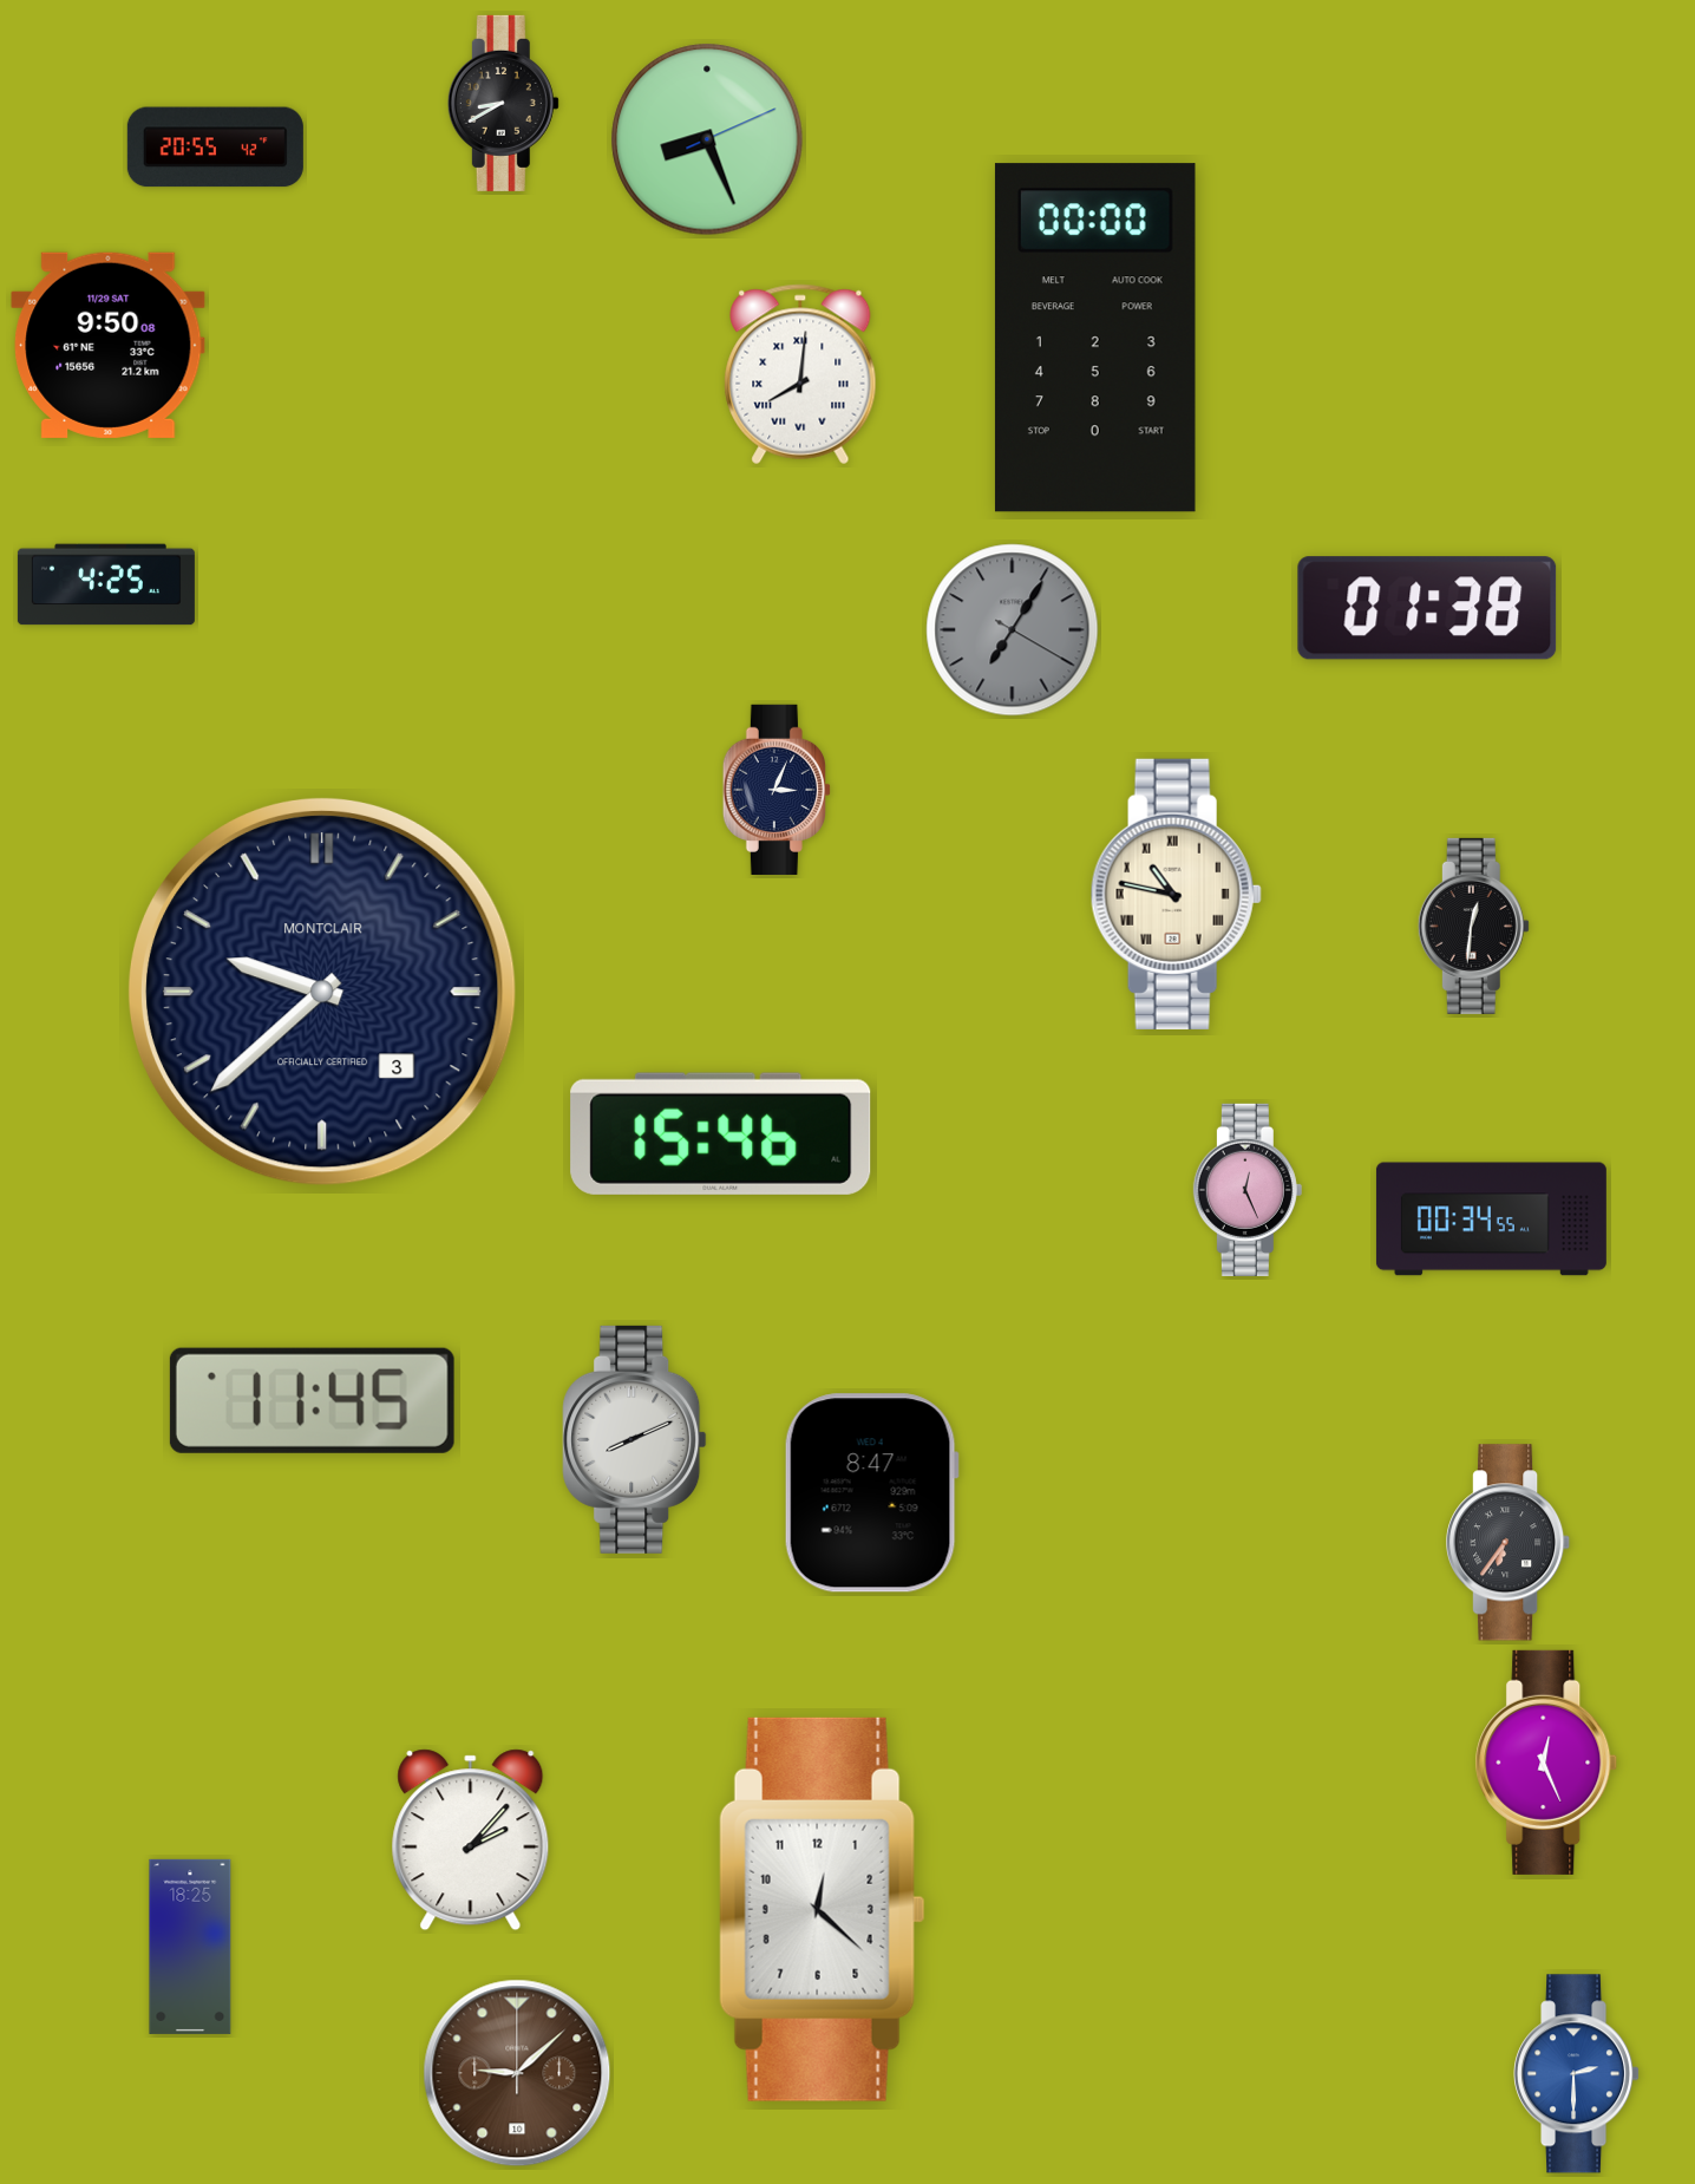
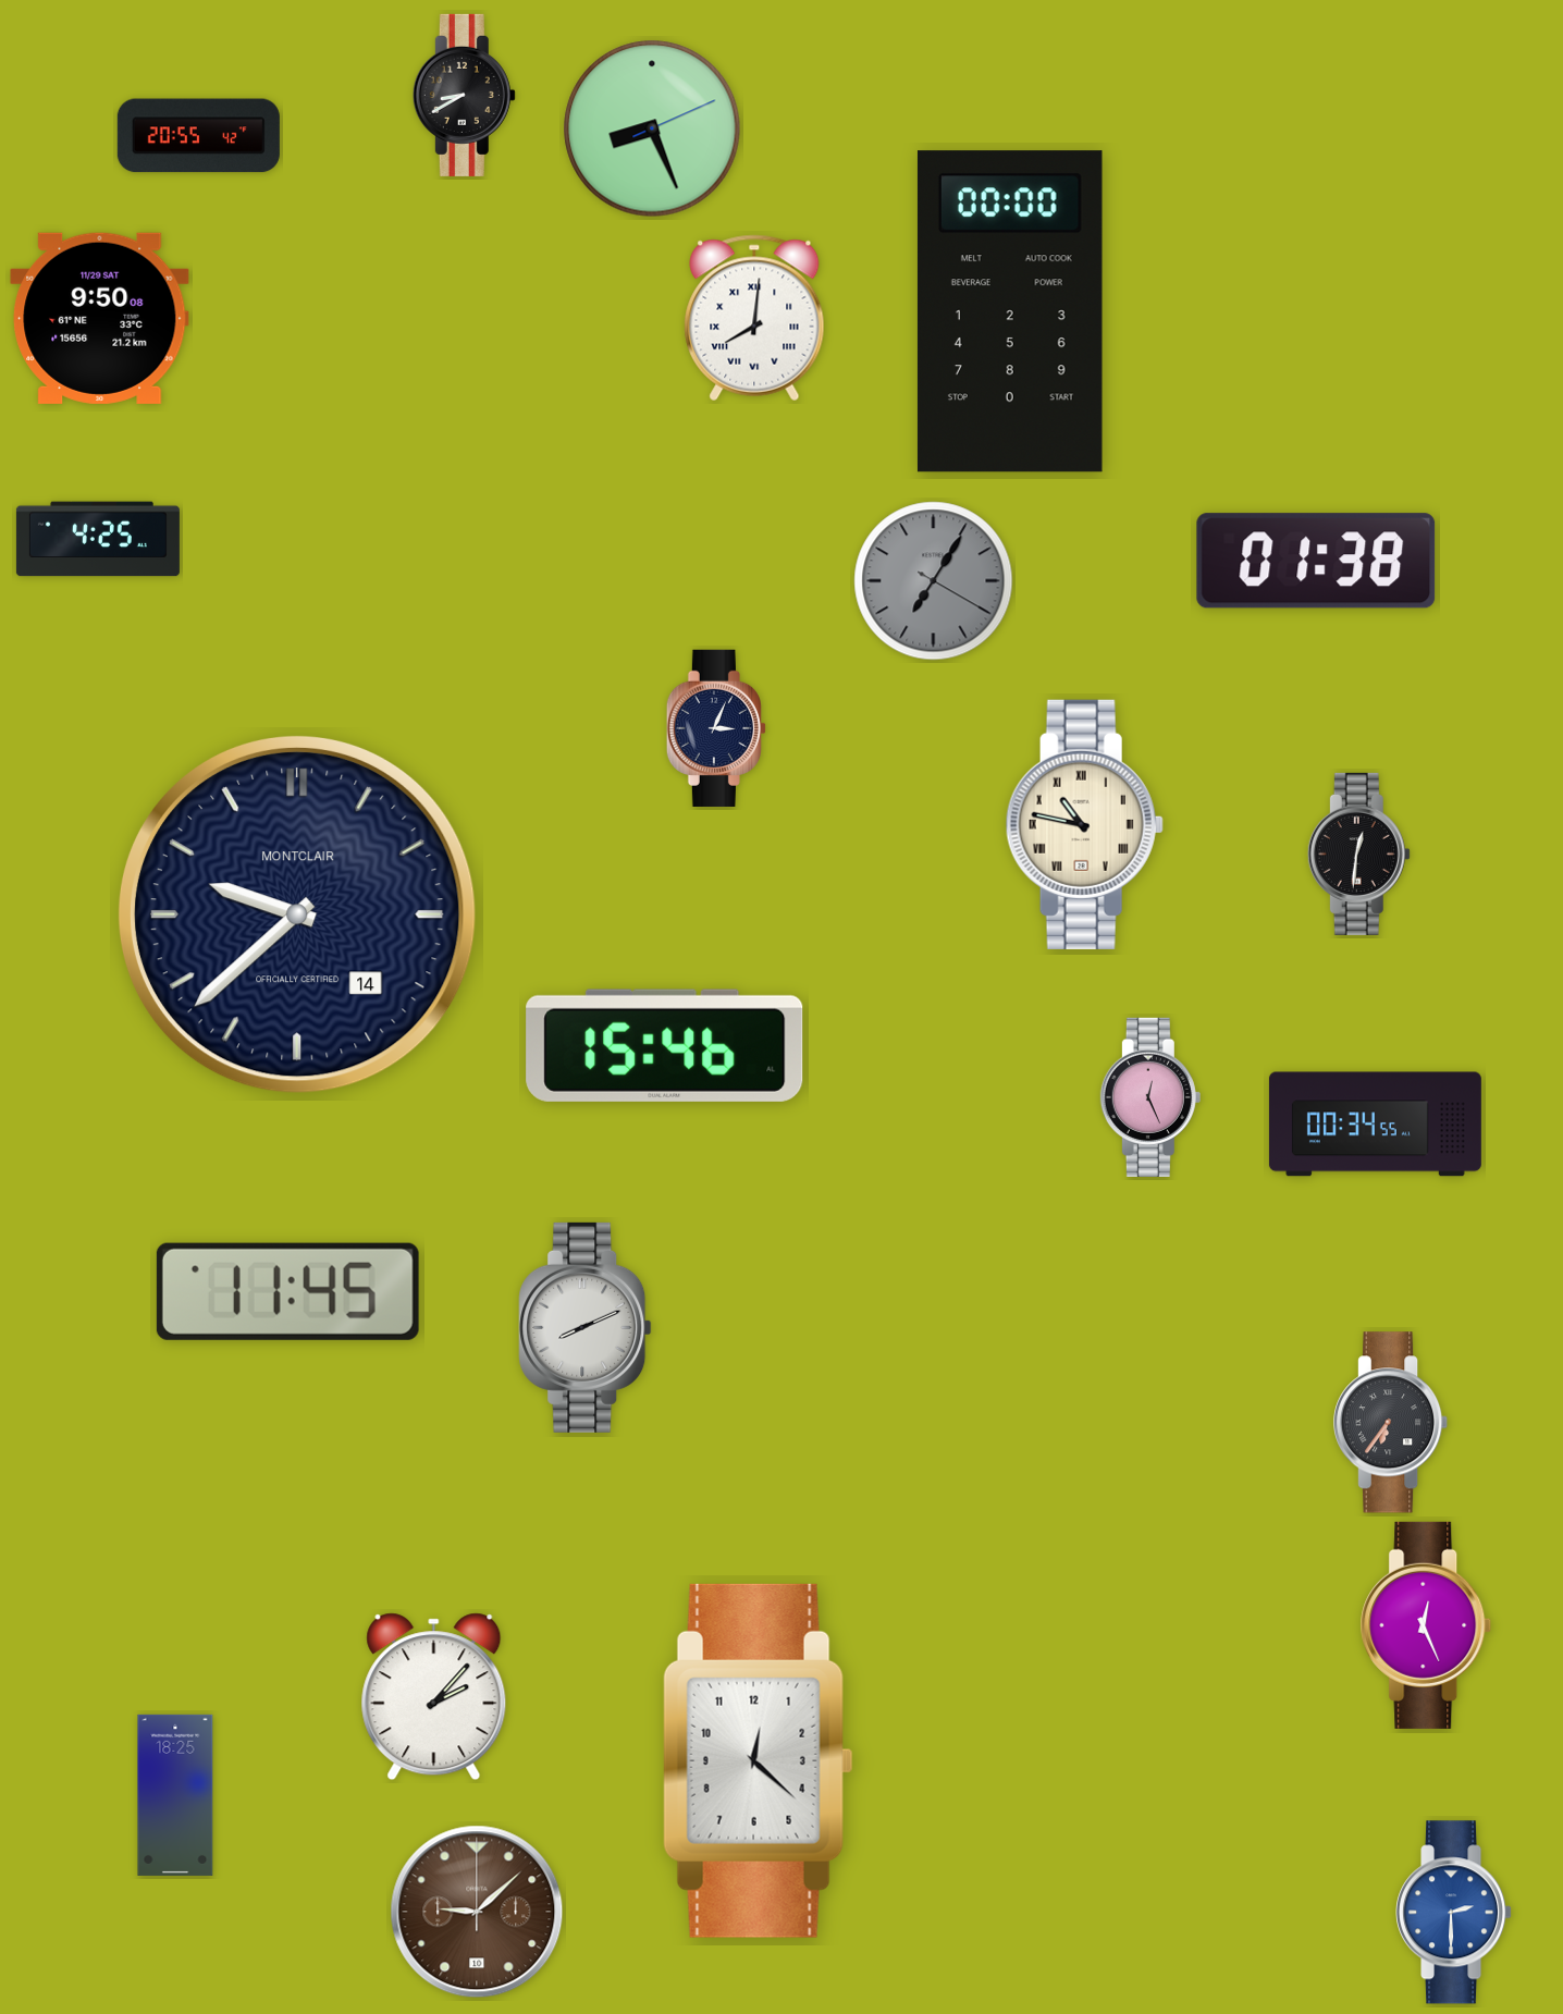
clock at (800, 374) position: (800, 374) -> (754, 318)
clock at (322, 992) date: 3 -> 14
clock at (871, 1493): 8:47 -> none
